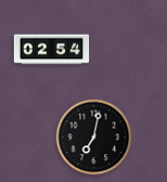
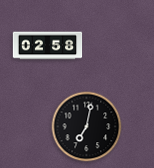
clock at (52, 50): 02:54 -> 02:58
